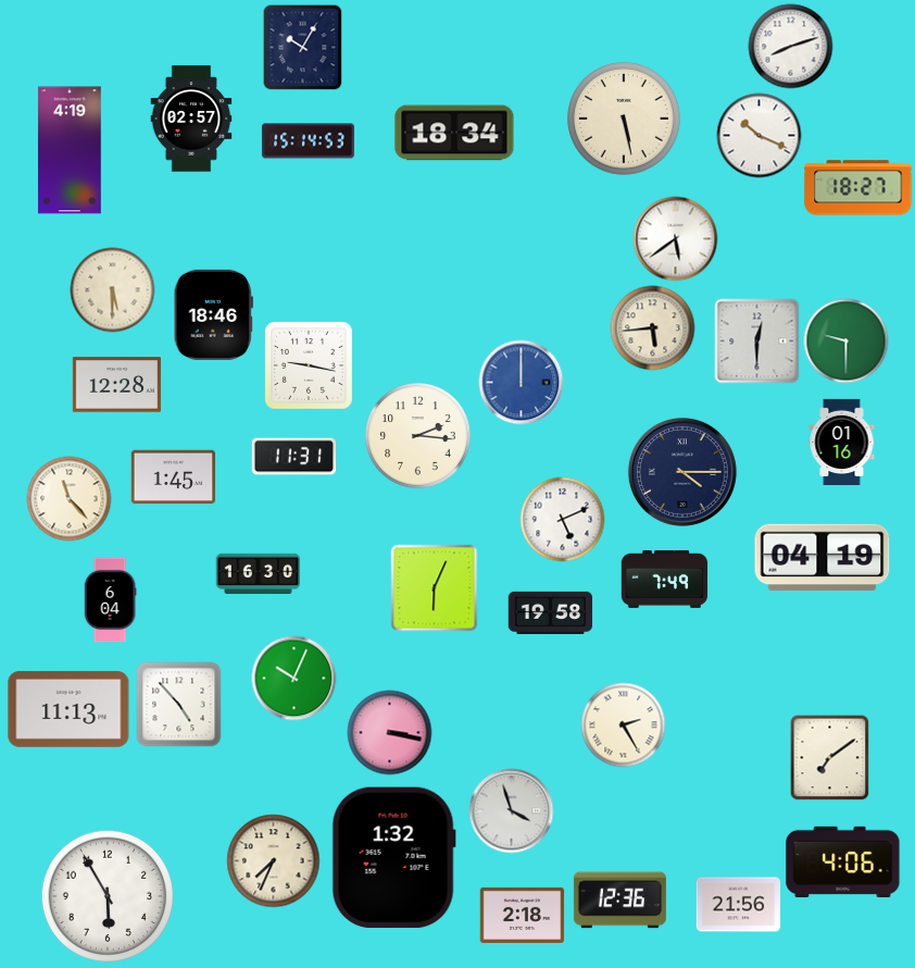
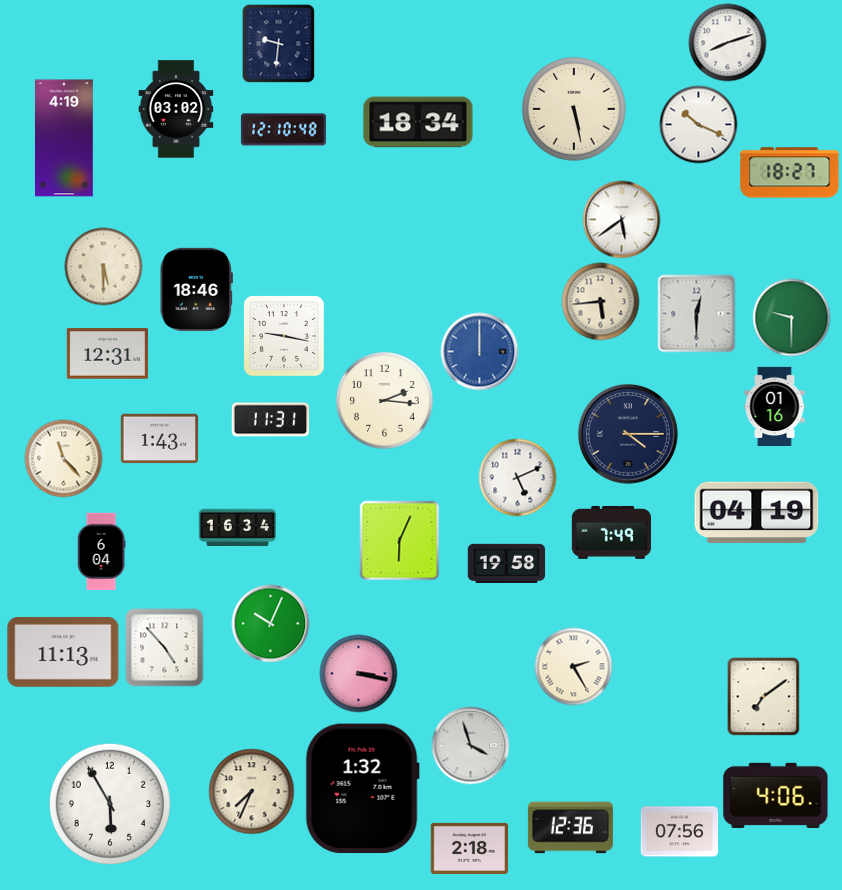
clock at (303, 47): 10:05 -> 9:31
clock at (191, 119): 02:57 -> 03:02
clock at (308, 141): 15:14 -> 12:10
clock at (845, 340) position: (845, 340) -> (791, 317)
clock at (116, 385): 12:28 -> 12:31
clock at (173, 477): 1:45 -> 1:43
clock at (258, 574): 16:30 -> 16:34
clock at (843, 861) position: (843, 861) -> (776, 795)
clock at (108, 896) position: (108, 896) -> (110, 804)
clock at (738, 905): 21:56 -> 07:56
clock at (522, 915) position: (522, 915) -> (469, 848)
